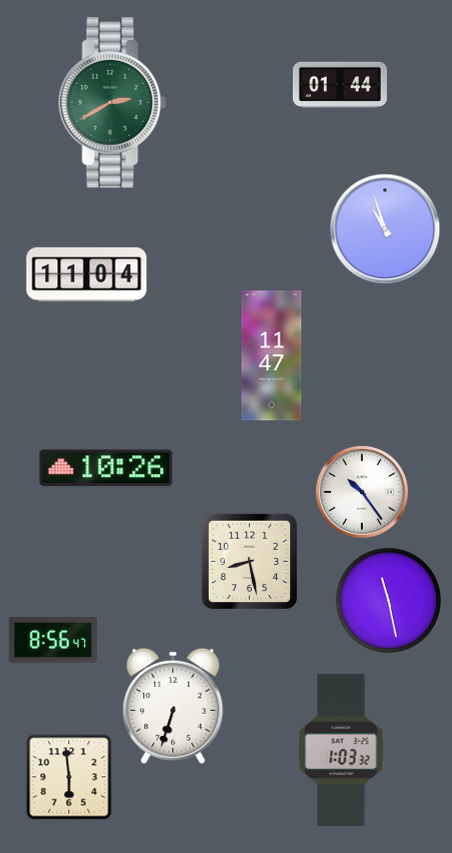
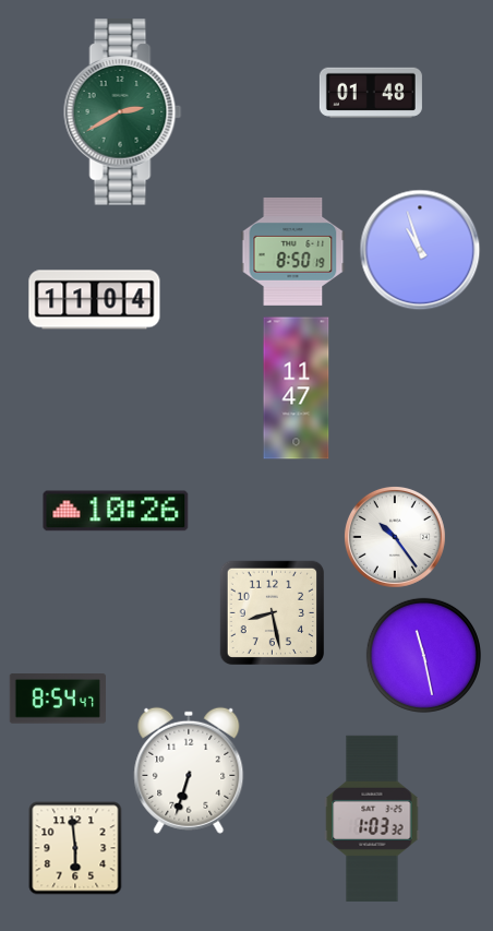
clock at (340, 85): 01:44 -> 01:48
clock at (293, 251): none -> 8:50
clock at (53, 640): 8:56 -> 8:54
